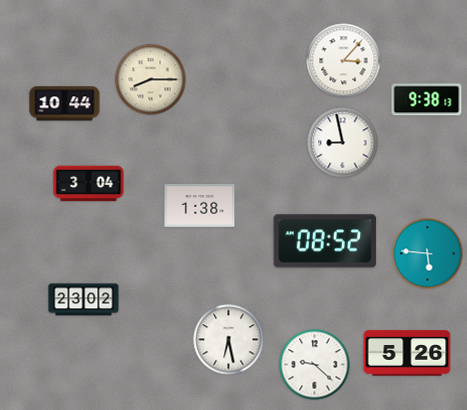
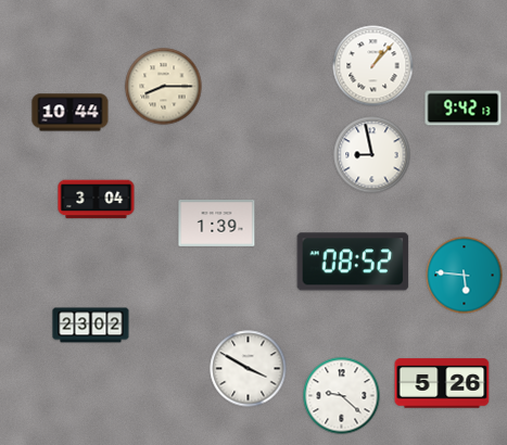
clock at (344, 61): 3:07 -> 1:07
clock at (427, 100): 9:38 -> 9:42
clock at (200, 205): 1:38 -> 1:39
clock at (229, 340): 6:28 -> 3:50
